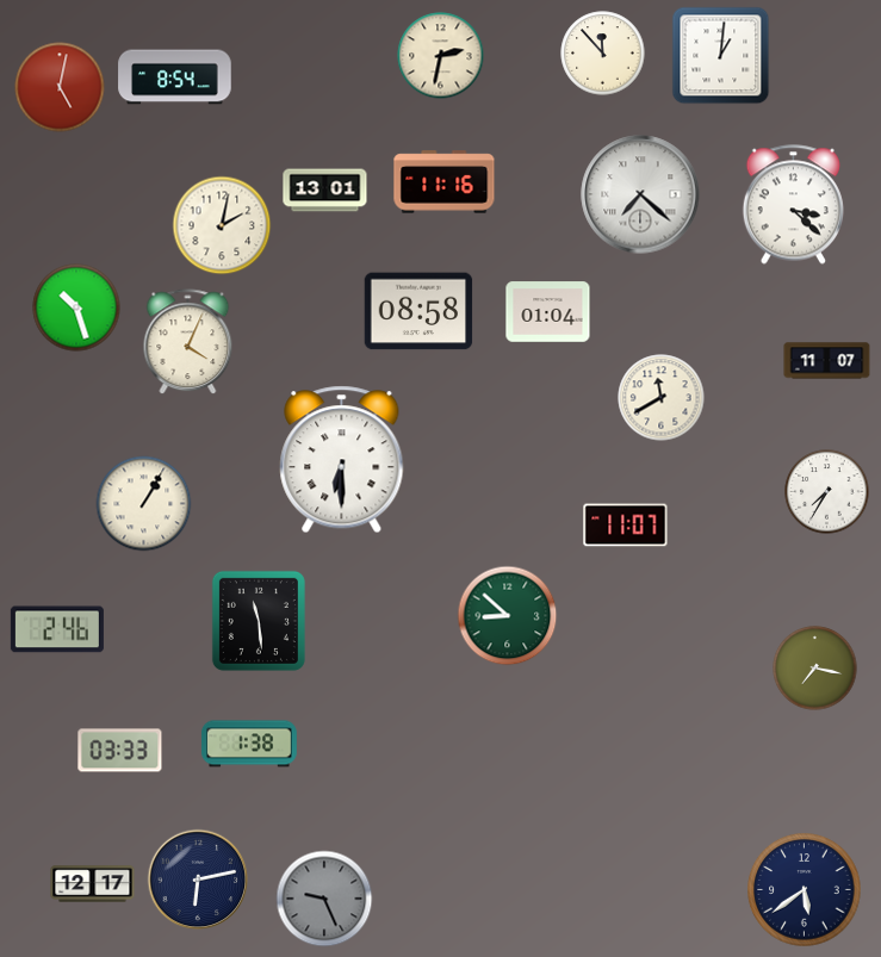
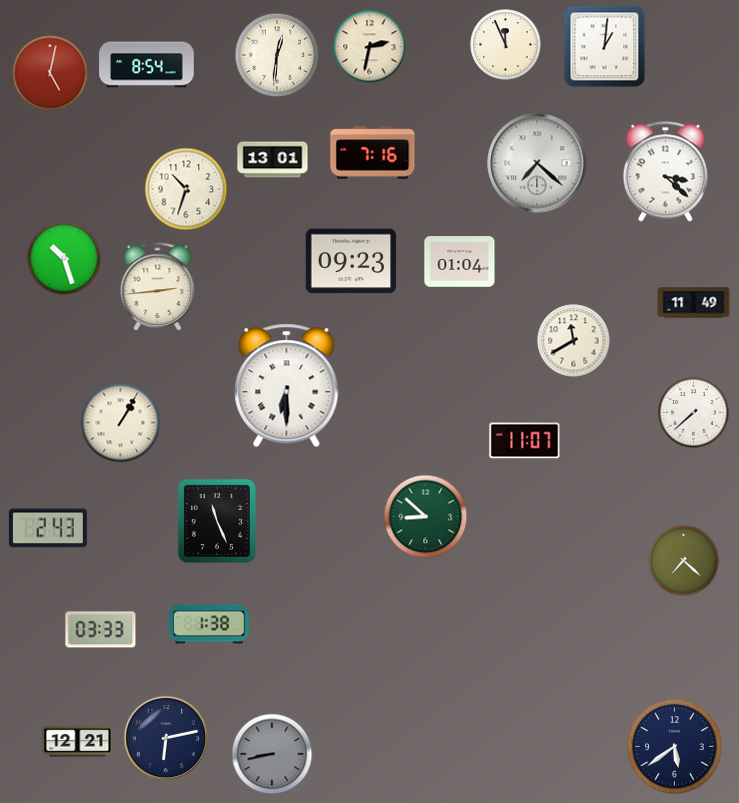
clock at (603, 54): 11:53 -> 11:56
clock at (277, 55): none -> 12:31
clock at (445, 182): 11:16 -> 7:16
clock at (222, 225): 2:02 -> 10:33
clock at (418, 311): 08:58 -> 09:23
clock at (188, 342): 4:04 -> 2:44
clock at (827, 361): 11:07 -> 11:49
clock at (662, 398) position: (662, 398) -> (574, 341)
clock at (827, 492): 7:35 -> 7:38
clock at (259, 621): 11:29 -> 11:26
clock at (57, 629): 2:46 -> 2:43
clock at (815, 669): 7:17 -> 7:22
clock at (93, 884): 12:17 -> 12:21
clock at (324, 899): 9:26 -> 8:43
